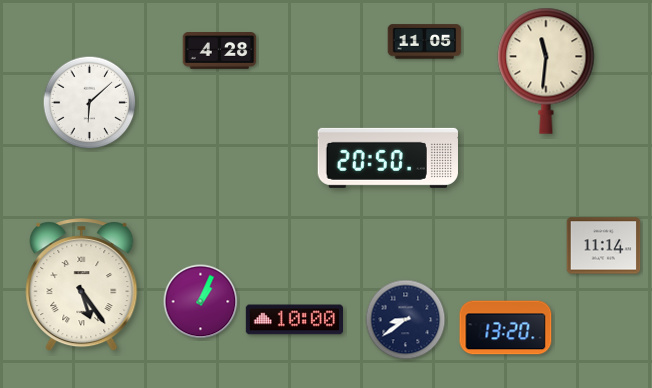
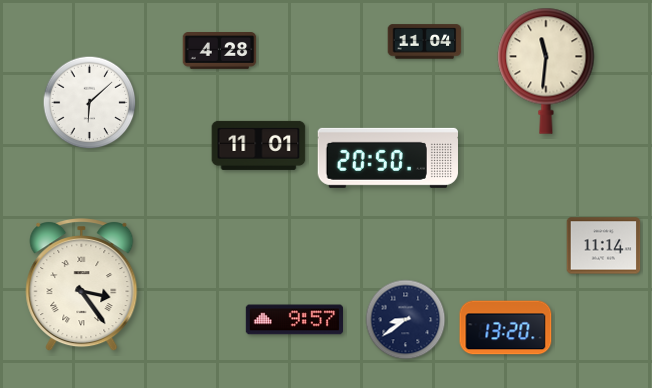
clock at (425, 42): 11:05 -> 11:04
clock at (259, 145): none -> 11:01
clock at (82, 286): 5:24 -> 3:24
clock at (201, 302): 1:04 -> none
clock at (294, 320): 10:00 -> 9:57
